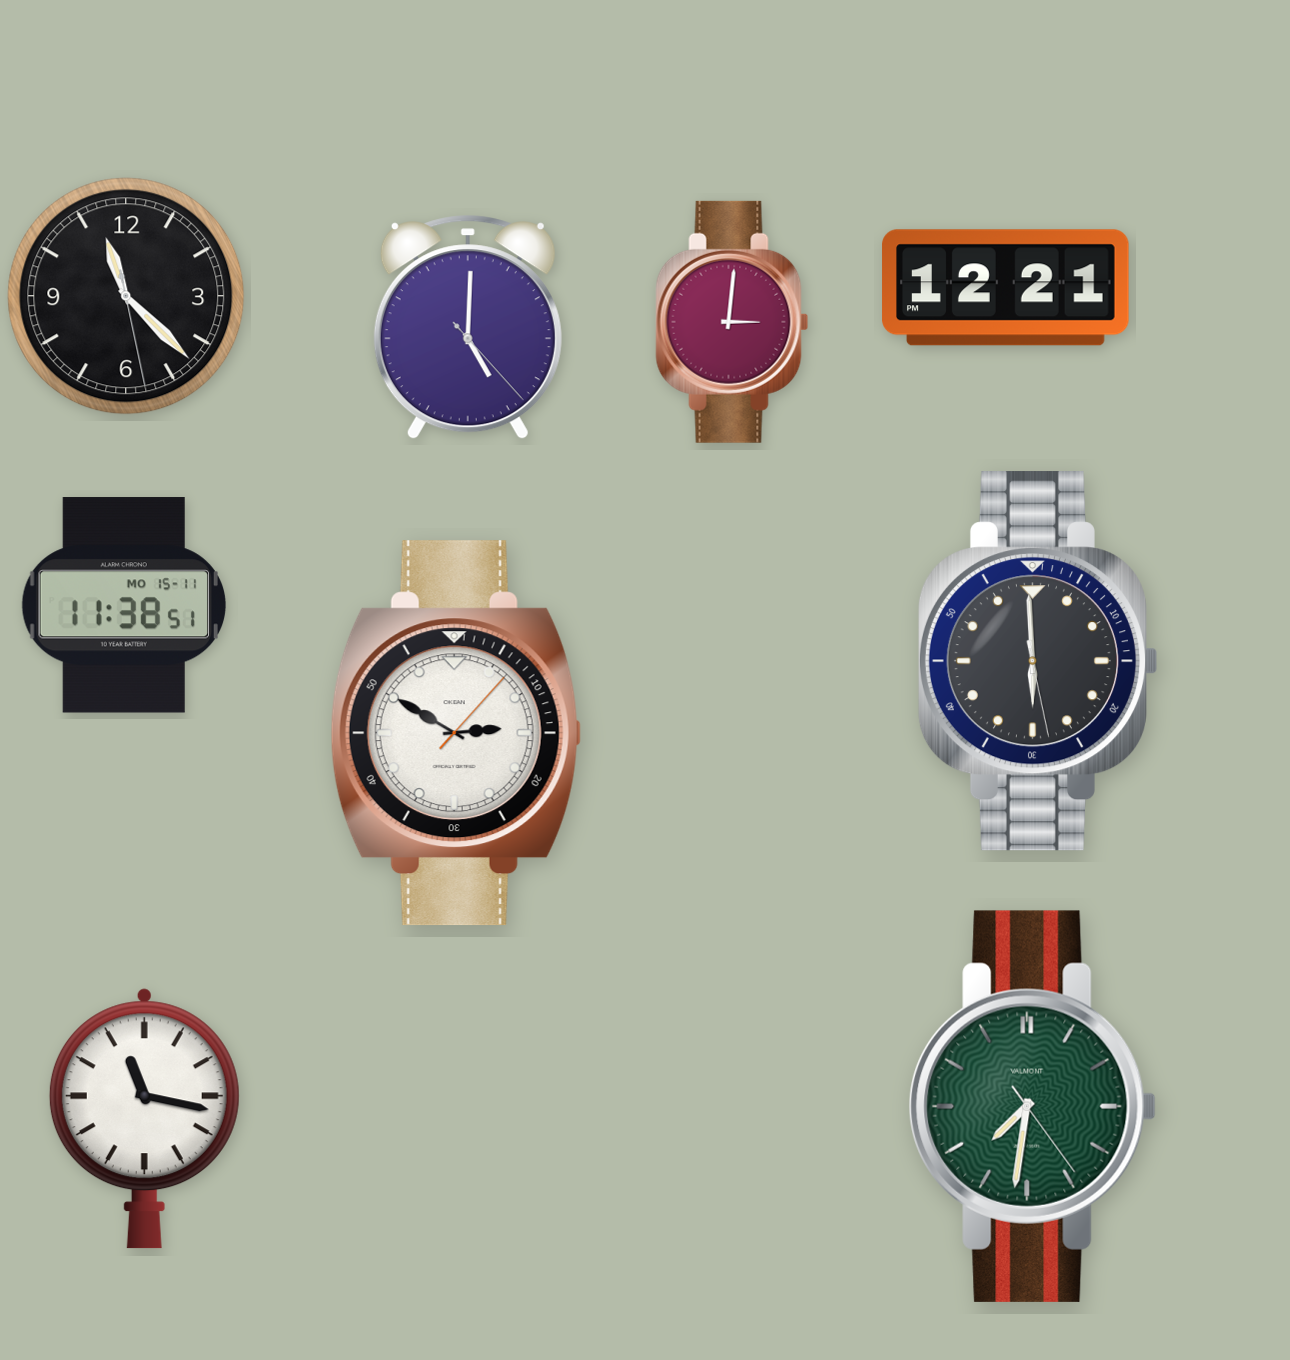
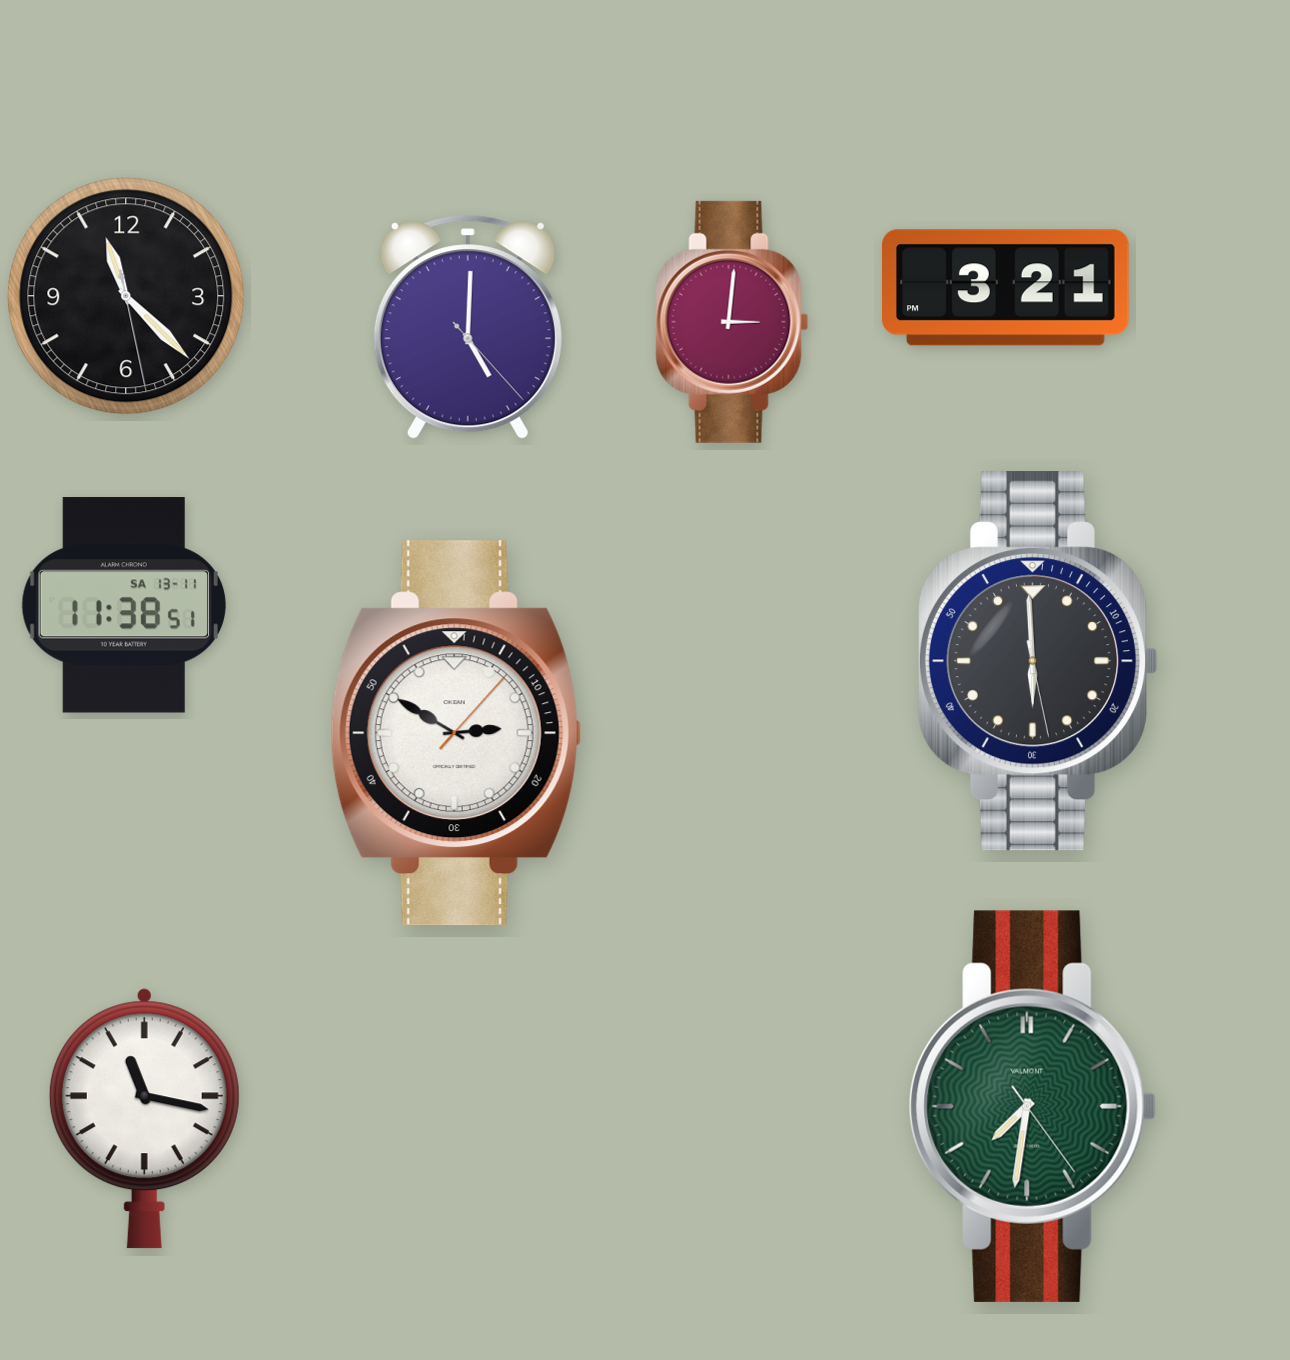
clock at (1006, 288): 12:21 -> 3:21
clock at (123, 605) date: MO 15-11 -> SA 13-11
